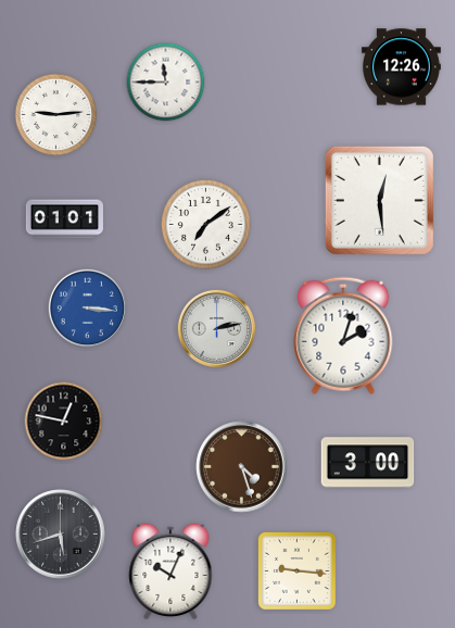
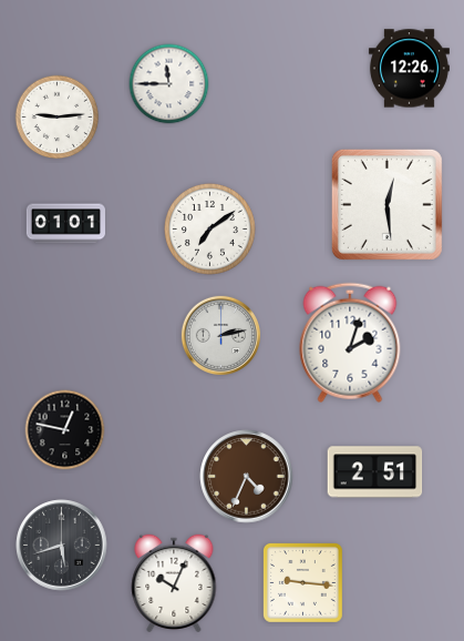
clock at (87, 307): 3:16 -> none
clock at (368, 463): 3:00 -> 2:51
clock at (242, 467): 4:27 -> 4:34
